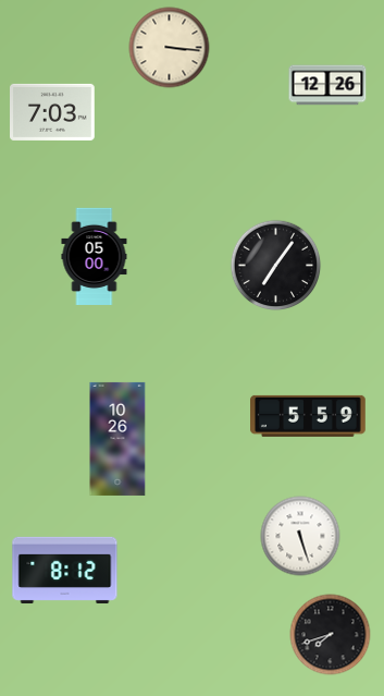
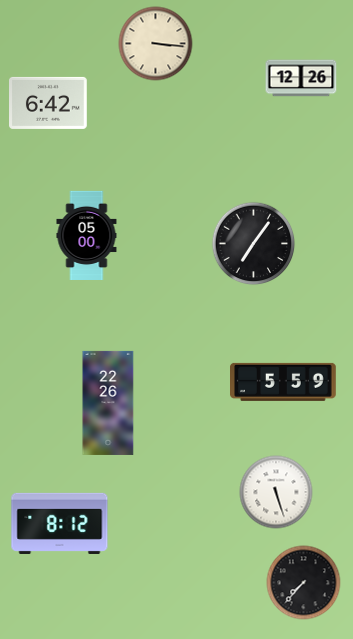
clock at (53, 112): 7:03 -> 6:42
clock at (117, 439): 10:26 -> 22:26
clock at (331, 635): 7:42 -> 7:37
